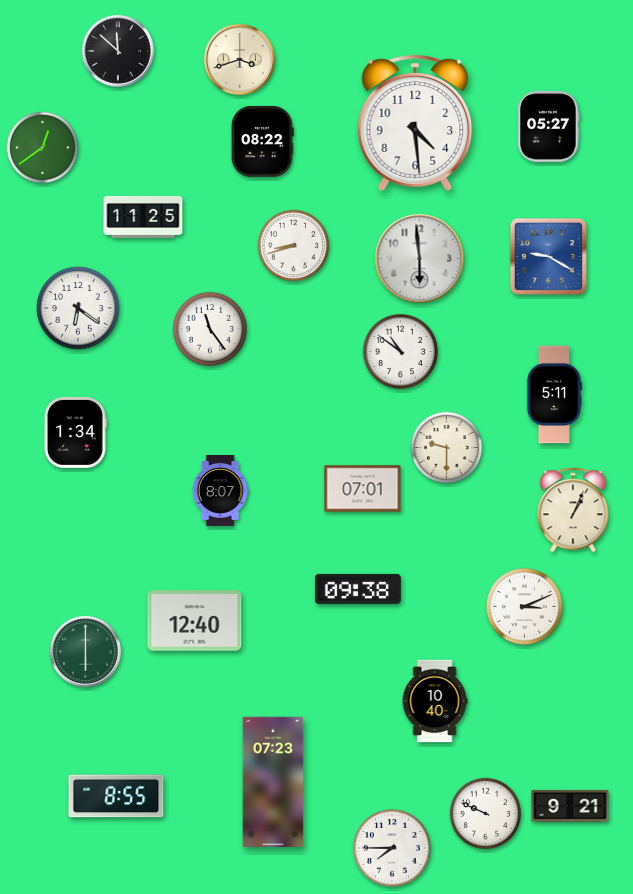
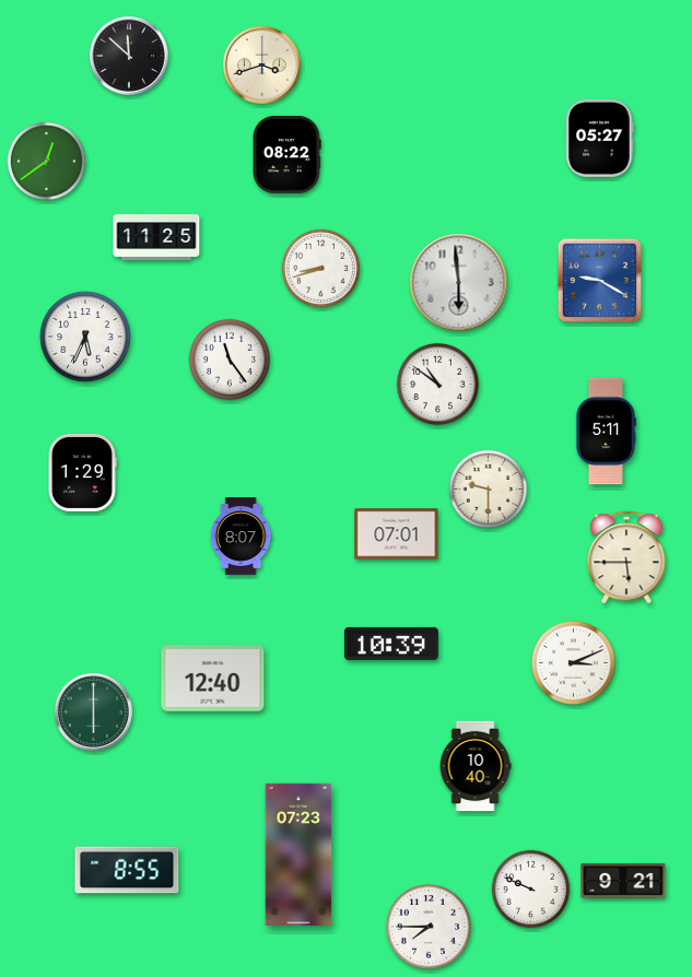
clock at (415, 123): 4:29 -> none
clock at (78, 308): 6:21 -> 5:34
clock at (75, 432): 1:34 -> 1:29
clock at (573, 510): 1:04 -> 5:45
clock at (358, 589): 09:38 -> 10:39
